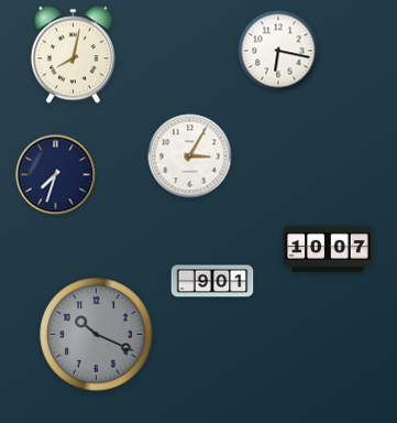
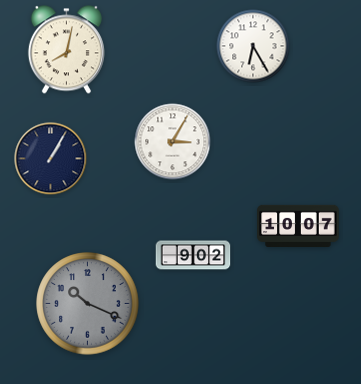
clock at (278, 51): 6:17 -> 6:25
clock at (56, 175): 7:33 -> 1:05
clock at (212, 281): 9:01 -> 9:02
